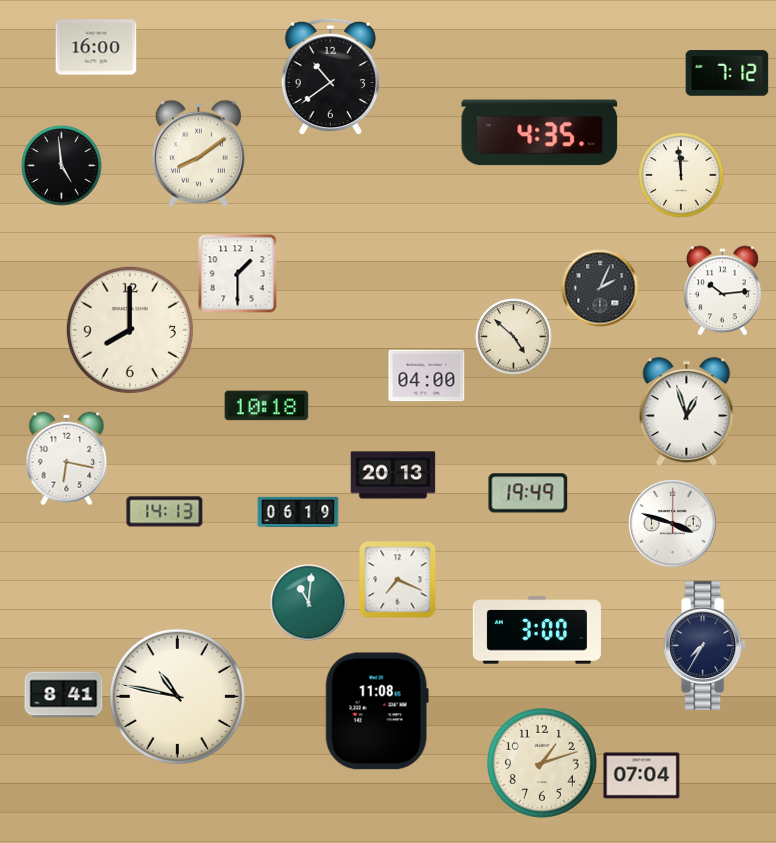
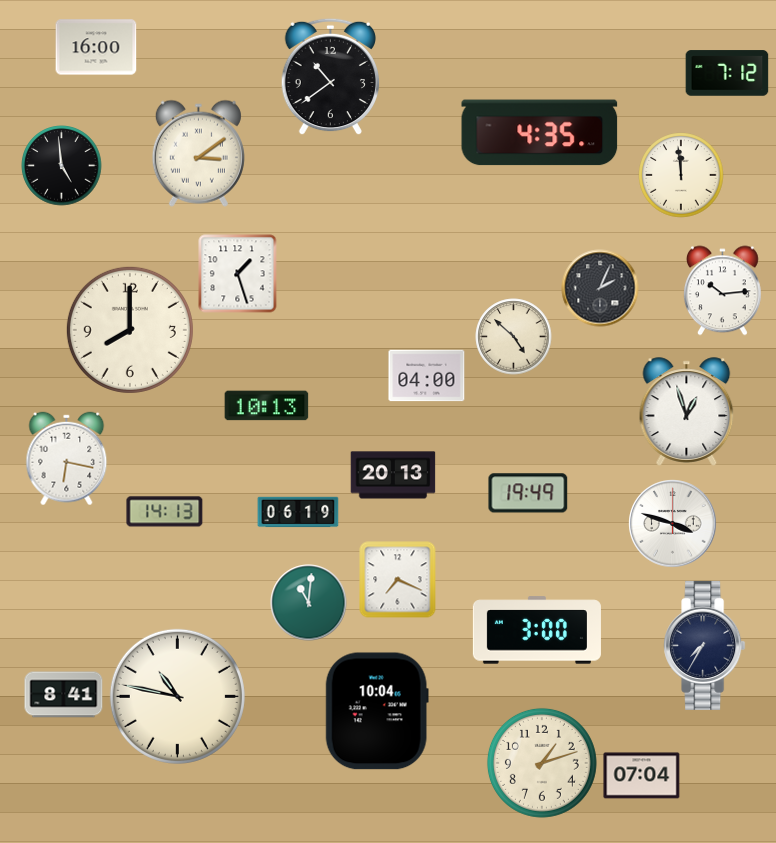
clock at (198, 153): 8:09 -> 3:09
clock at (238, 274): 1:30 -> 1:27
clock at (267, 406): 10:18 -> 10:13
clock at (377, 711): 11:08 -> 10:04
